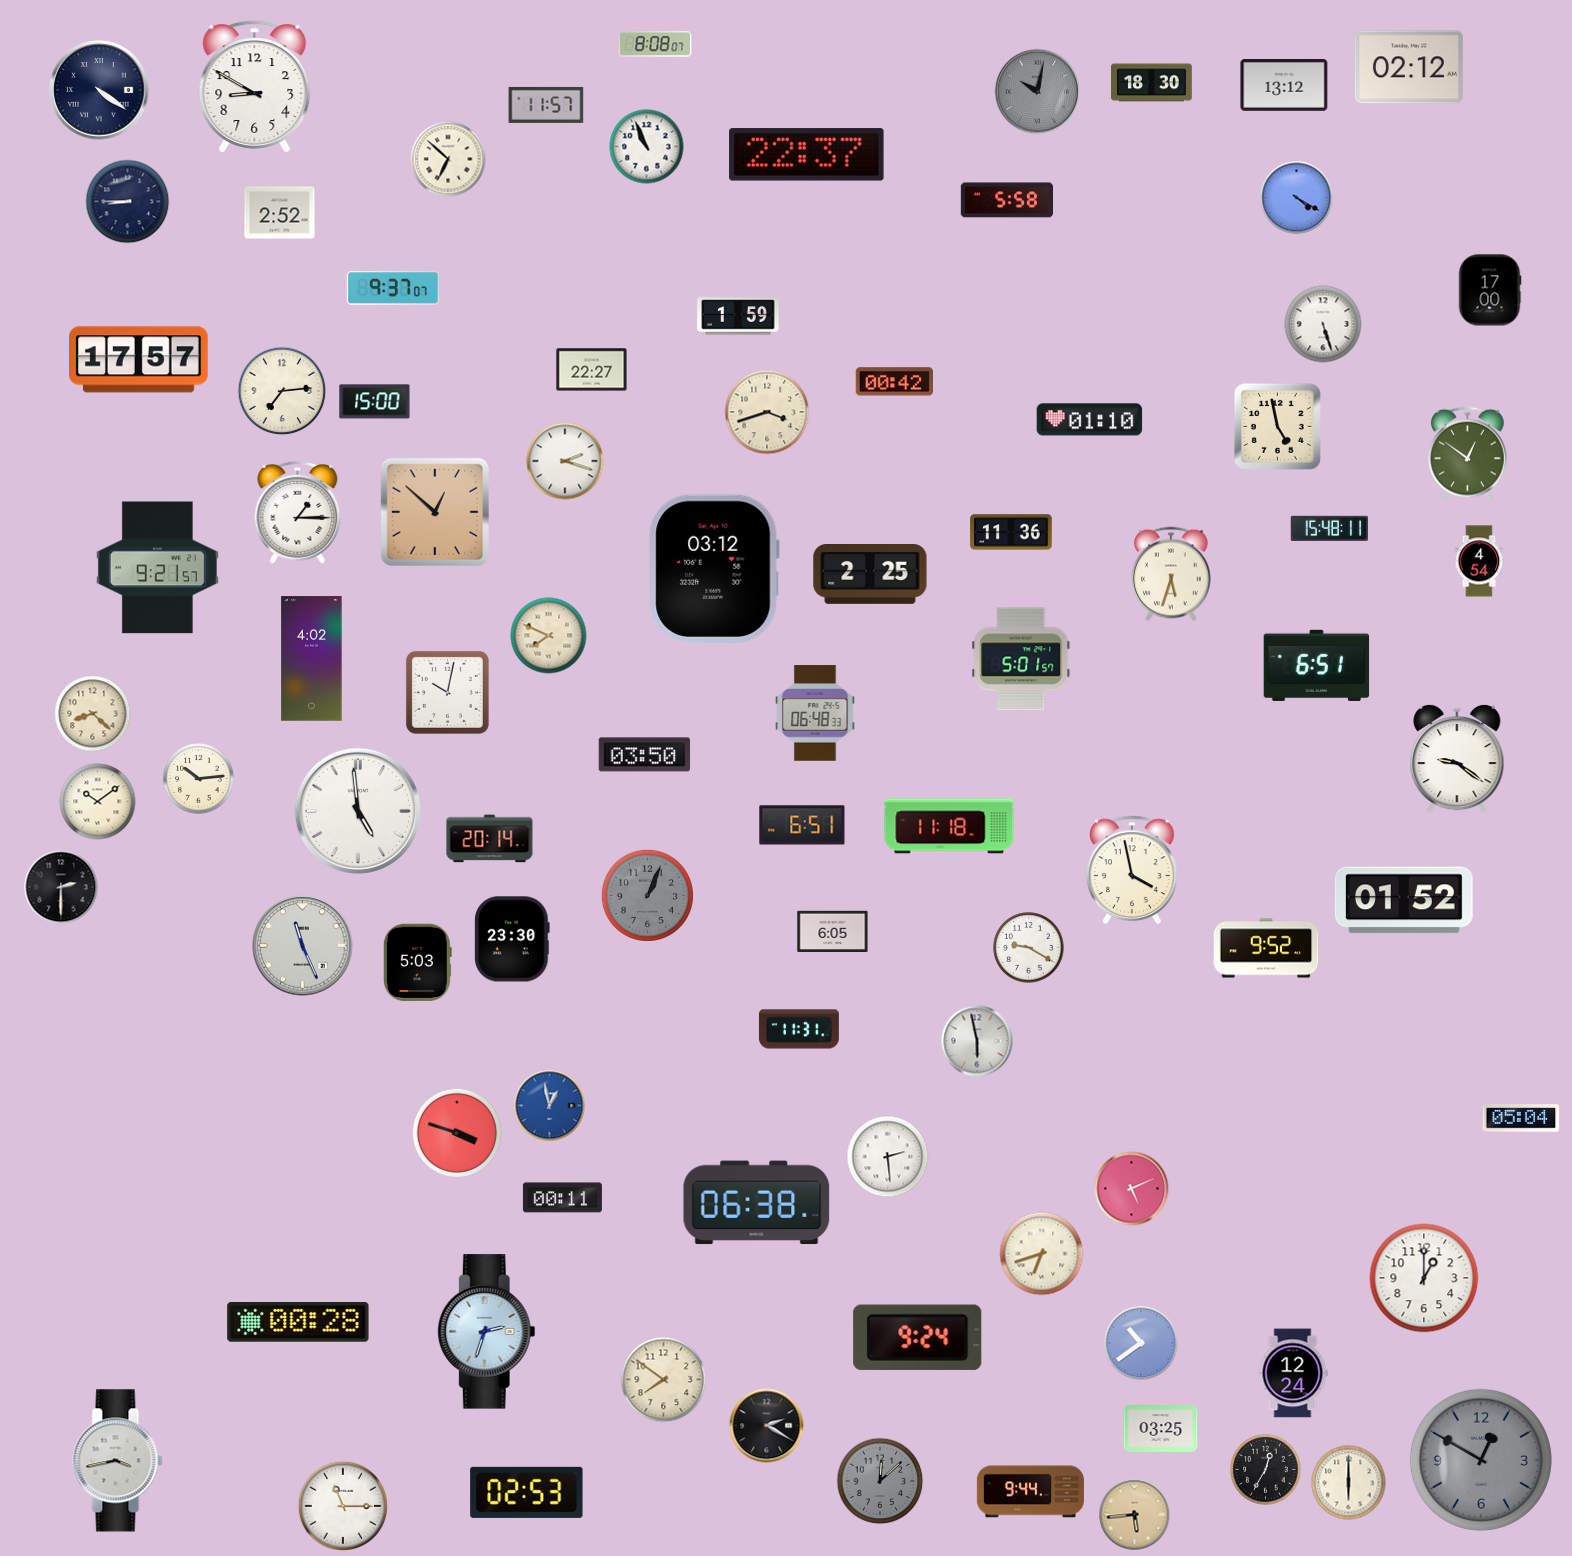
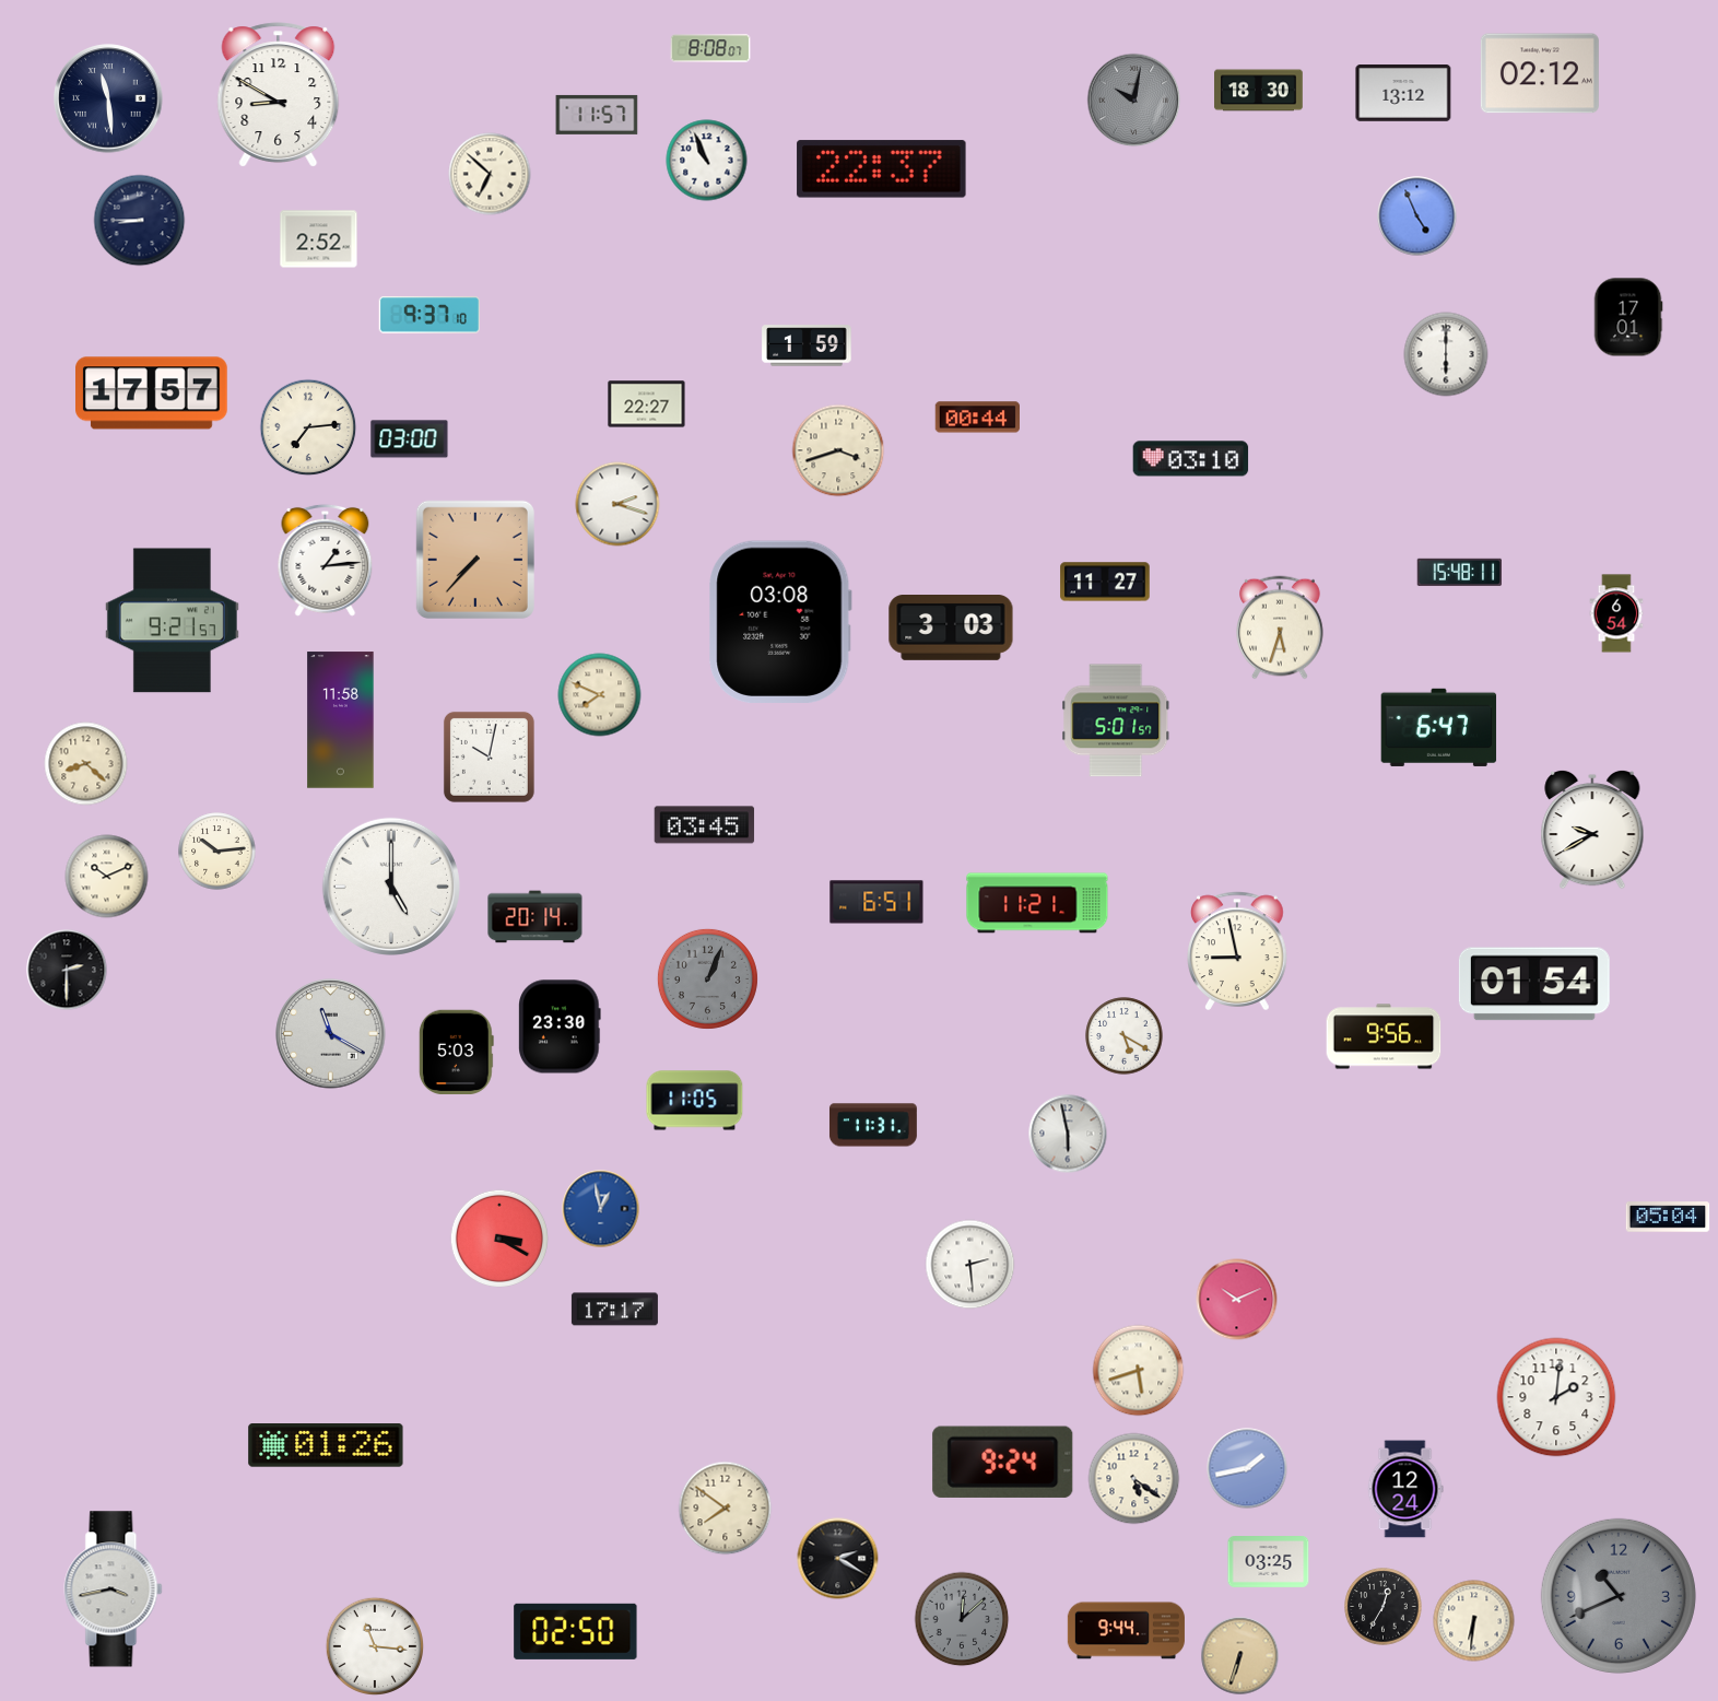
clock at (655, 44) position: (655, 44) -> (710, 48)
clock at (99, 90): 4:21 -> 11:29
clock at (1297, 198): 4:20 -> 4:56
clock at (1006, 200): 5:58 -> none
clock at (280, 213) position: (280, 213) -> (319, 239)
clock at (393, 288): 9:37:07 -> 9:37:10
clock at (1490, 290): 17:00 -> 17:01
clock at (1323, 324): 5:27 -> 6:00
clock at (895, 382): 00:42 -> 00:44
clock at (375, 402): 15:00 -> 03:00
clock at (1090, 420): 01:10 -> 03:10
clock at (1277, 426): 4:58 -> none
clock at (1468, 454): 12:51 -> none
clock at (298, 512): 1:15 -> 1:14
clock at (435, 512): 12:52 -> 7:37
clock at (1329, 528) position: (1329, 528) -> (1459, 572)
clock at (1011, 532): 11:36 -> 11:27
clock at (1479, 561): 4:54 -> 6:54
clock at (714, 569): 03:12 -> 03:08
clock at (870, 575): 2:25 -> 3:03
clock at (312, 659): 4:02 -> 11:58
clock at (1317, 665): 6:51 -> 6:47
clock at (815, 713): 06:48 -> none
clock at (93, 714) position: (93, 714) -> (86, 764)
clock at (645, 755): 03:50 -> 03:45
clock at (1457, 759): 9:21 -> 9:40
clock at (98, 802): 10:09 -> 10:11
clock at (358, 811): 4:59 -> 5:00
clock at (949, 826): 11:18 -> 11:21
clock at (1132, 870): 3:58 -> 8:58
clock at (1404, 900): 01:52 -> 01:54
clock at (833, 931): 6:05 -> none
clock at (303, 946): 11:26 -> 11:20
clock at (1029, 948): 9:20 -> 5:20
clock at (1266, 948): 9:52 -> 9:56
clock at (695, 1101): none -> 11:05
clock at (977, 1041) position: (977, 1041) -> (1068, 1134)
clock at (1521, 1118) position: (1521, 1118) -> (1668, 1217)
clock at (456, 1132): 3:48 -> 3:20
clock at (1132, 1189): 5:11 -> 10:11
clock at (562, 1198): 00:11 -> 17:17
clock at (757, 1203): 06:38 -> none
clock at (1042, 1254): 6:42 -> 5:42
clock at (1424, 1278): 1:00 -> 2:01
clock at (298, 1322): 00:28 -> 01:26
clock at (486, 1332): 2:33 -> none
clock at (1141, 1343): 10:39 -> 1:43
clock at (1134, 1479): none -> 5:21
clock at (1293, 1373) position: (1293, 1373) -> (1405, 1489)
clock at (1481, 1460): 12:50 -> 10:41
clock at (118, 1461) position: (118, 1461) -> (114, 1589)
clock at (1349, 1483): 6:00 -> 6:31
clock at (527, 1492): 02:53 -> 02:50
clock at (342, 1505): 11:15 -> 11:16
clock at (1135, 1515): 5:44 -> 6:33
